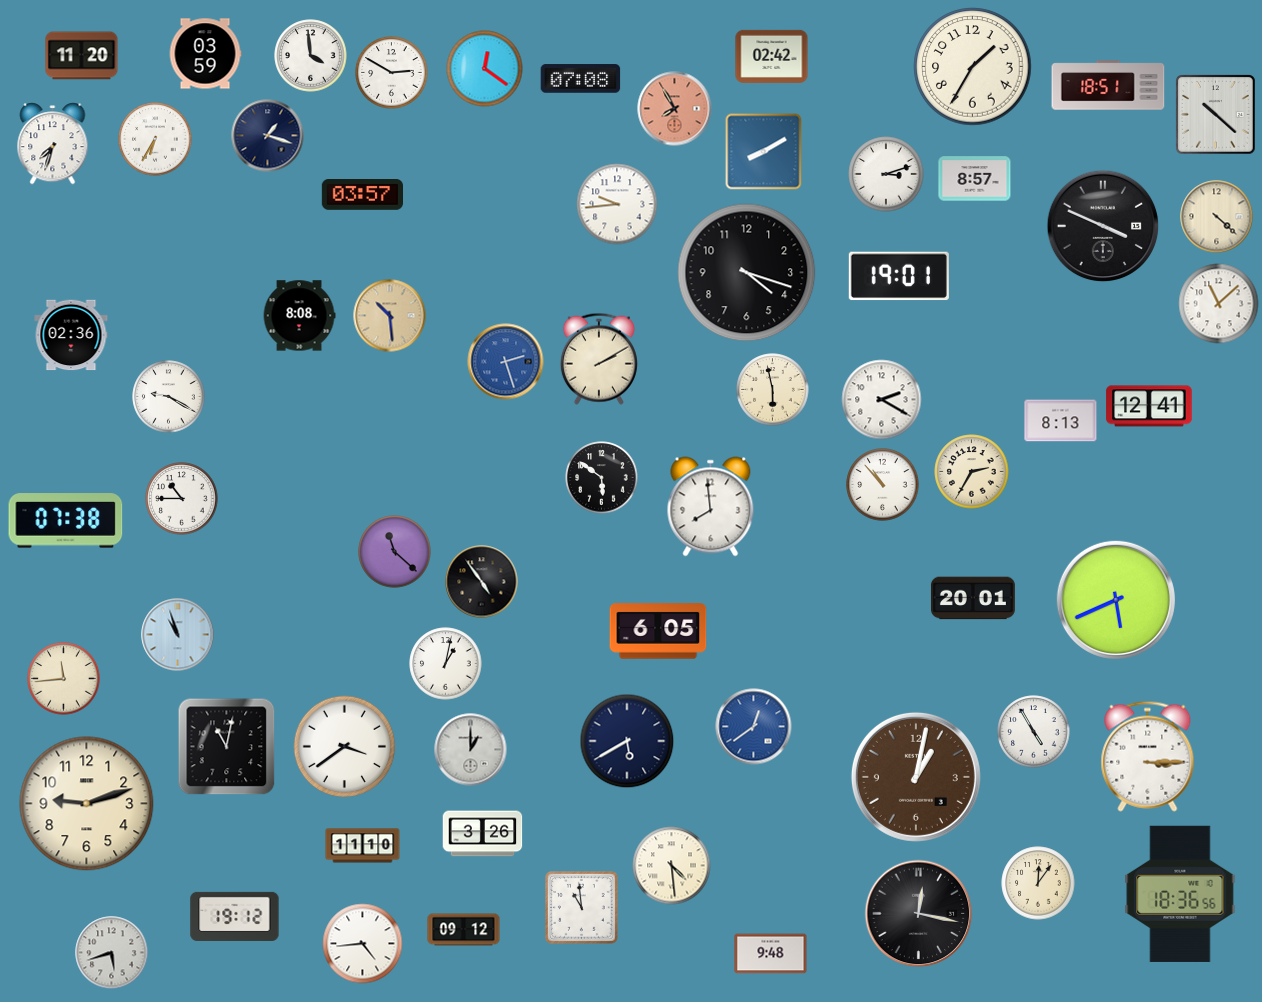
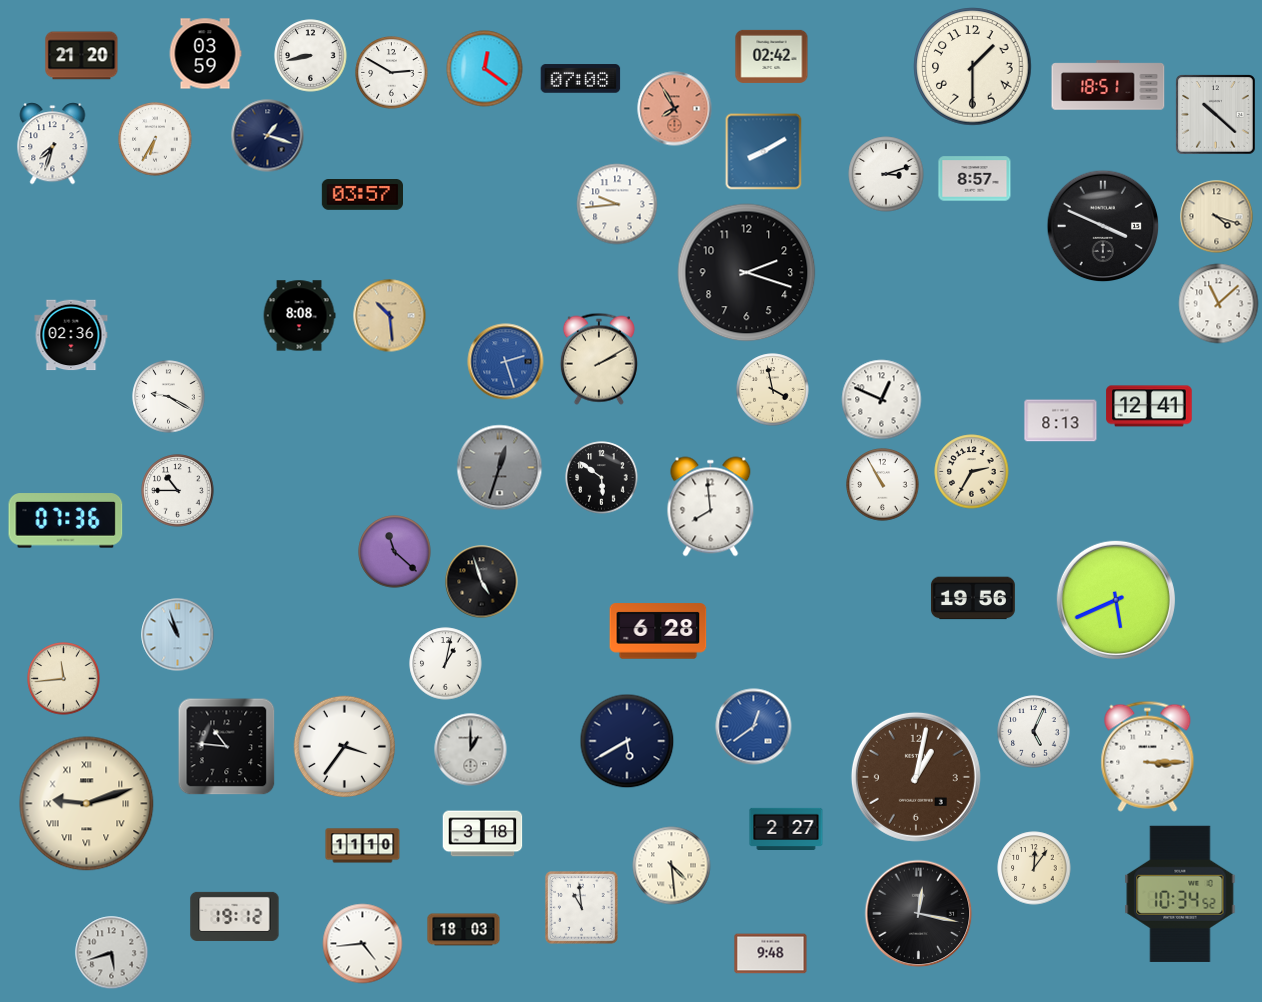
clock at (82, 56): 11:20 -> 21:20
clock at (311, 56): 3:59 -> 8:43
clock at (973, 67): 1:35 -> 1:30
clock at (1217, 217): 4:22 -> 4:18
clock at (747, 273): 4:18 -> 2:18
clock at (899, 276): 19:01 -> none
clock at (773, 390): 5:58 -> 3:58
clock at (882, 400): 2:20 -> 12:49
clock at (500, 468): none -> 12:33
clock at (883, 485): 10:53 -> 10:55
clock at (182, 499) position: (182, 499) -> (178, 491)
clock at (66, 521): 07:38 -> 07:36
clock at (482, 582): 4:54 -> 4:57
clock at (973, 598): 20:01 -> 19:56
clock at (658, 631): 6:05 -> 6:28
clock at (1034, 732): 4:55 -> 5:04
clock at (227, 747): 11:02 -> 10:46
clock at (345, 747): 3:39 -> 3:36
clock at (87, 804) numerals: Arabic -> Roman
clock at (786, 828): none -> 2:27
clock at (483, 834): 3:26 -> 3:18
clock at (1038, 883) position: (1038, 883) -> (1034, 868)
clock at (1180, 894): 18:36 -> 10:34
clock at (464, 930): 09:12 -> 18:03
